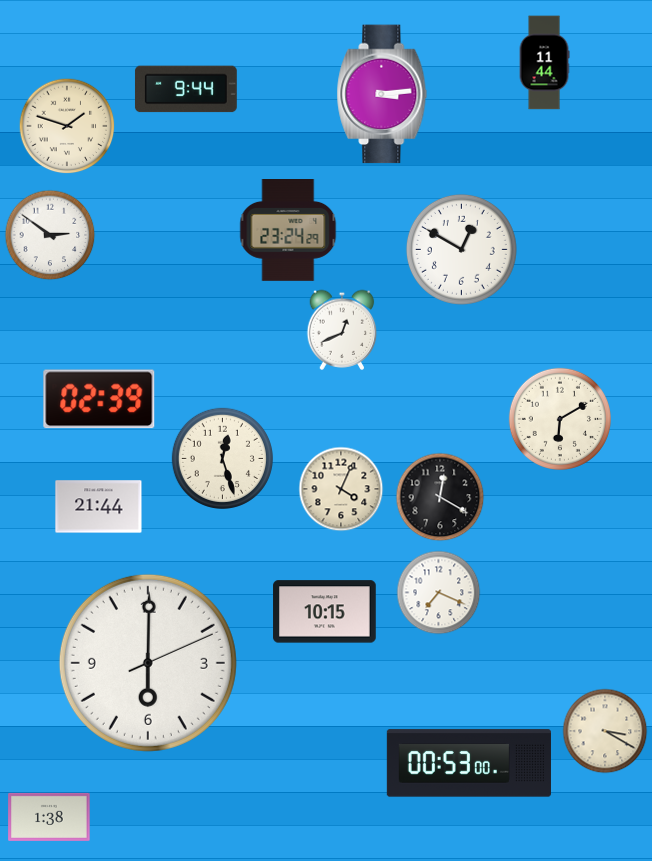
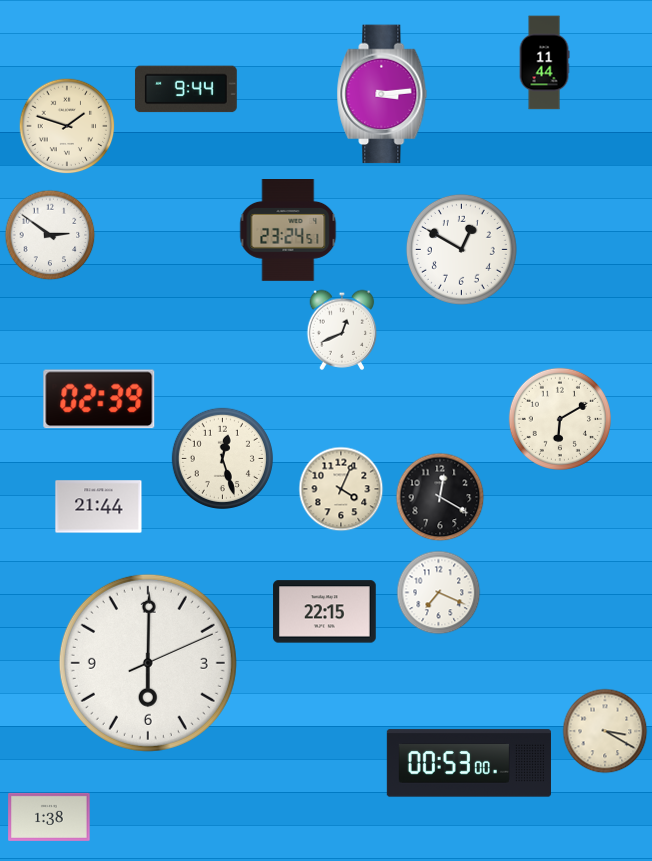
clock at (288, 231): 23:24:29 -> 23:24:51
clock at (325, 612): 10:15 -> 22:15
